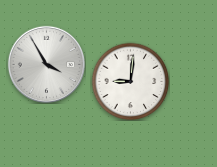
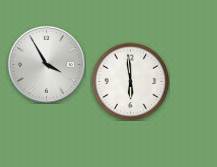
clock at (130, 81): 9:01 -> 5:59
